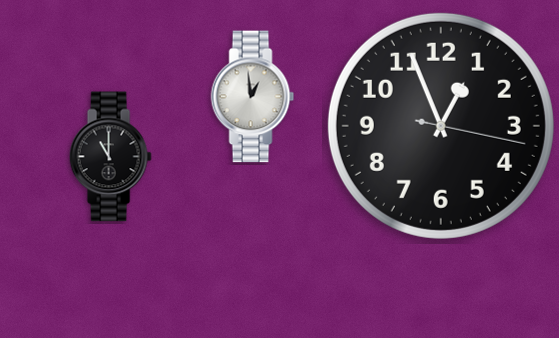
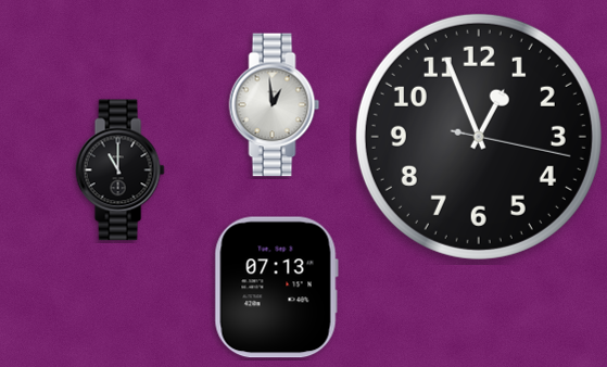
clock at (276, 288): none -> 07:13
